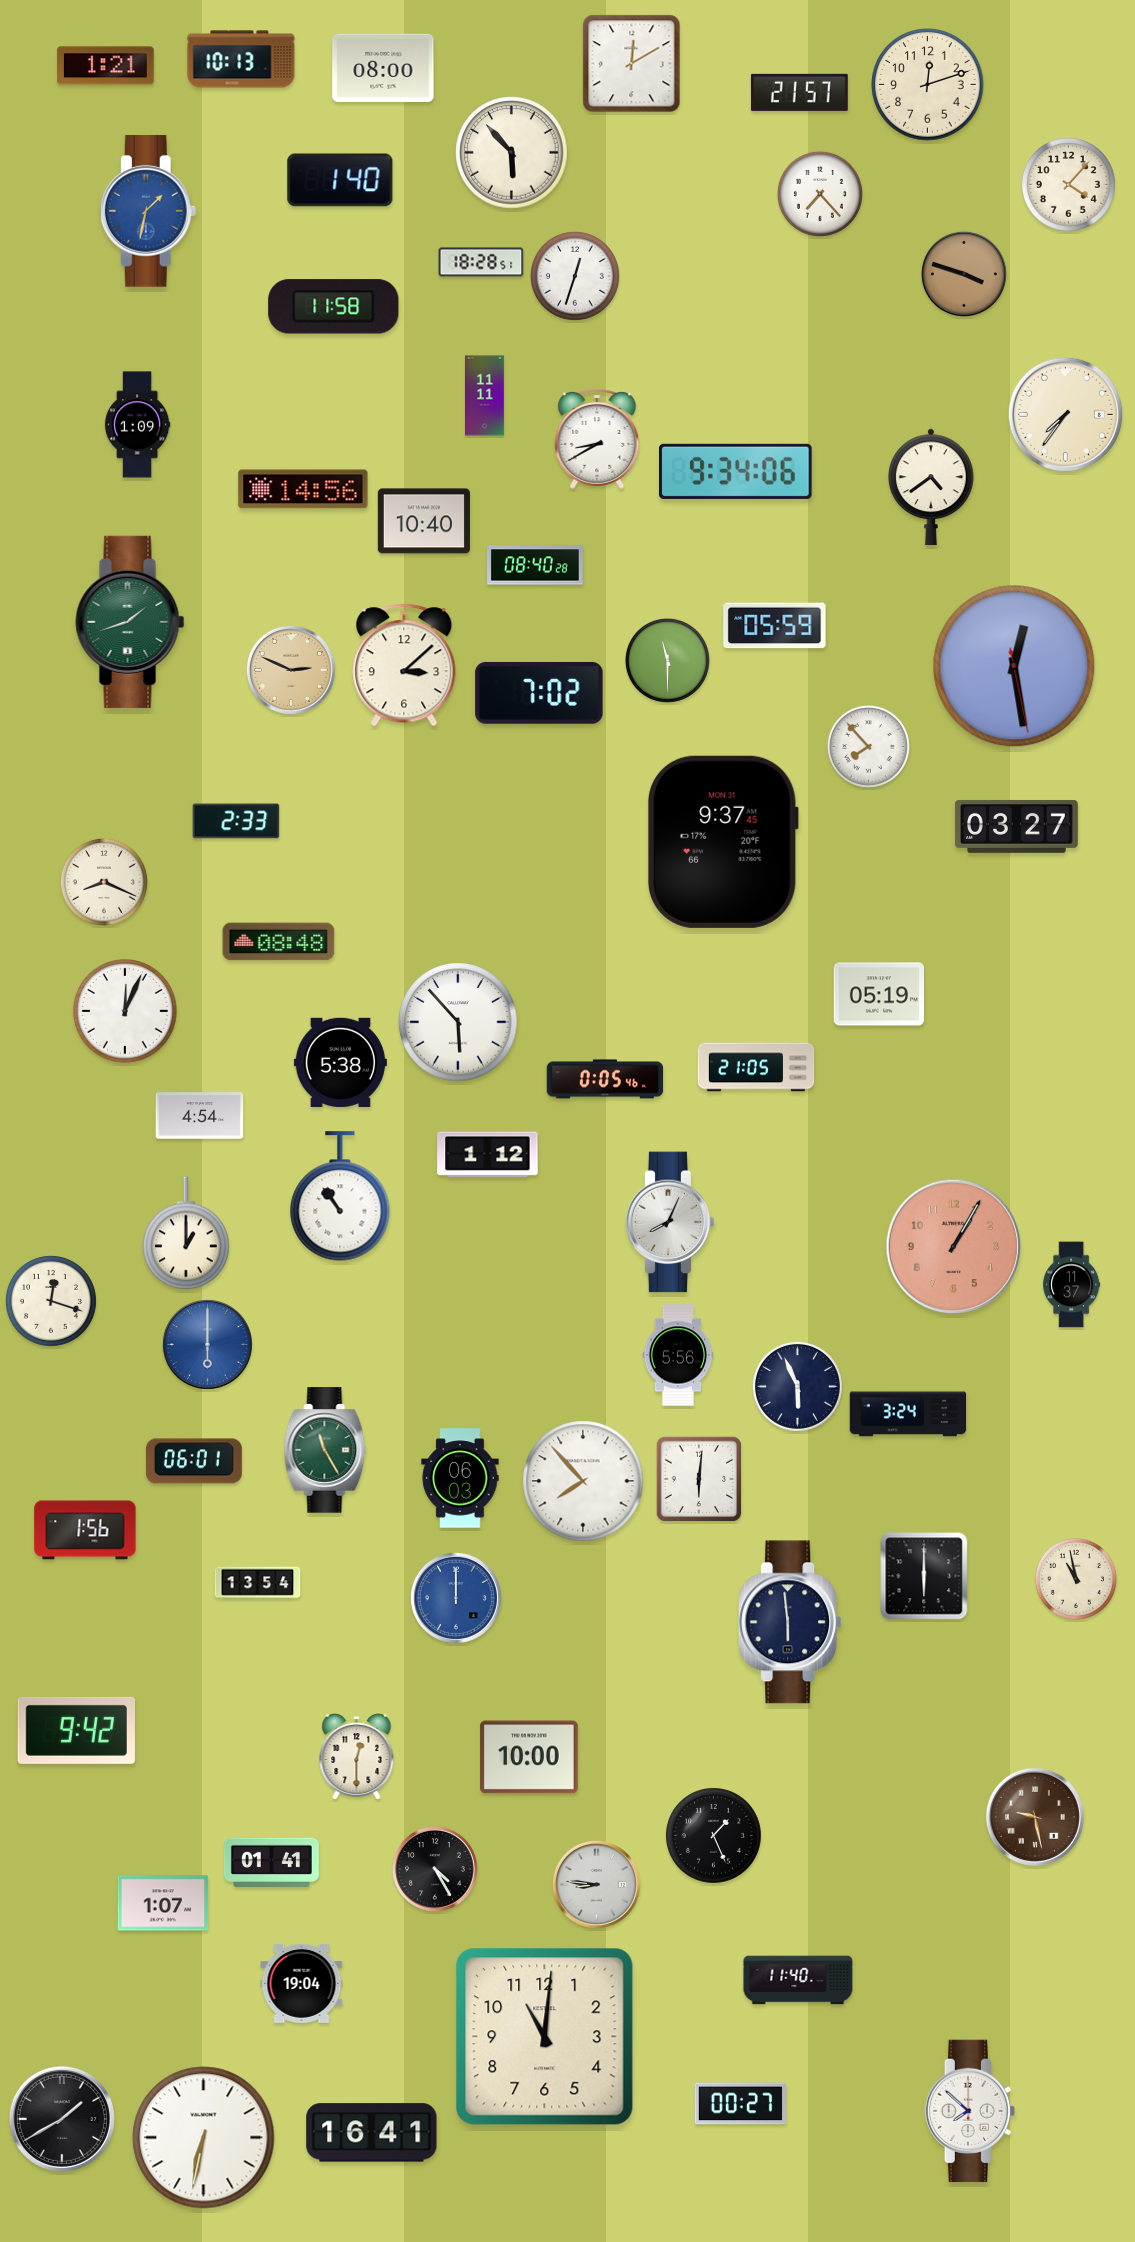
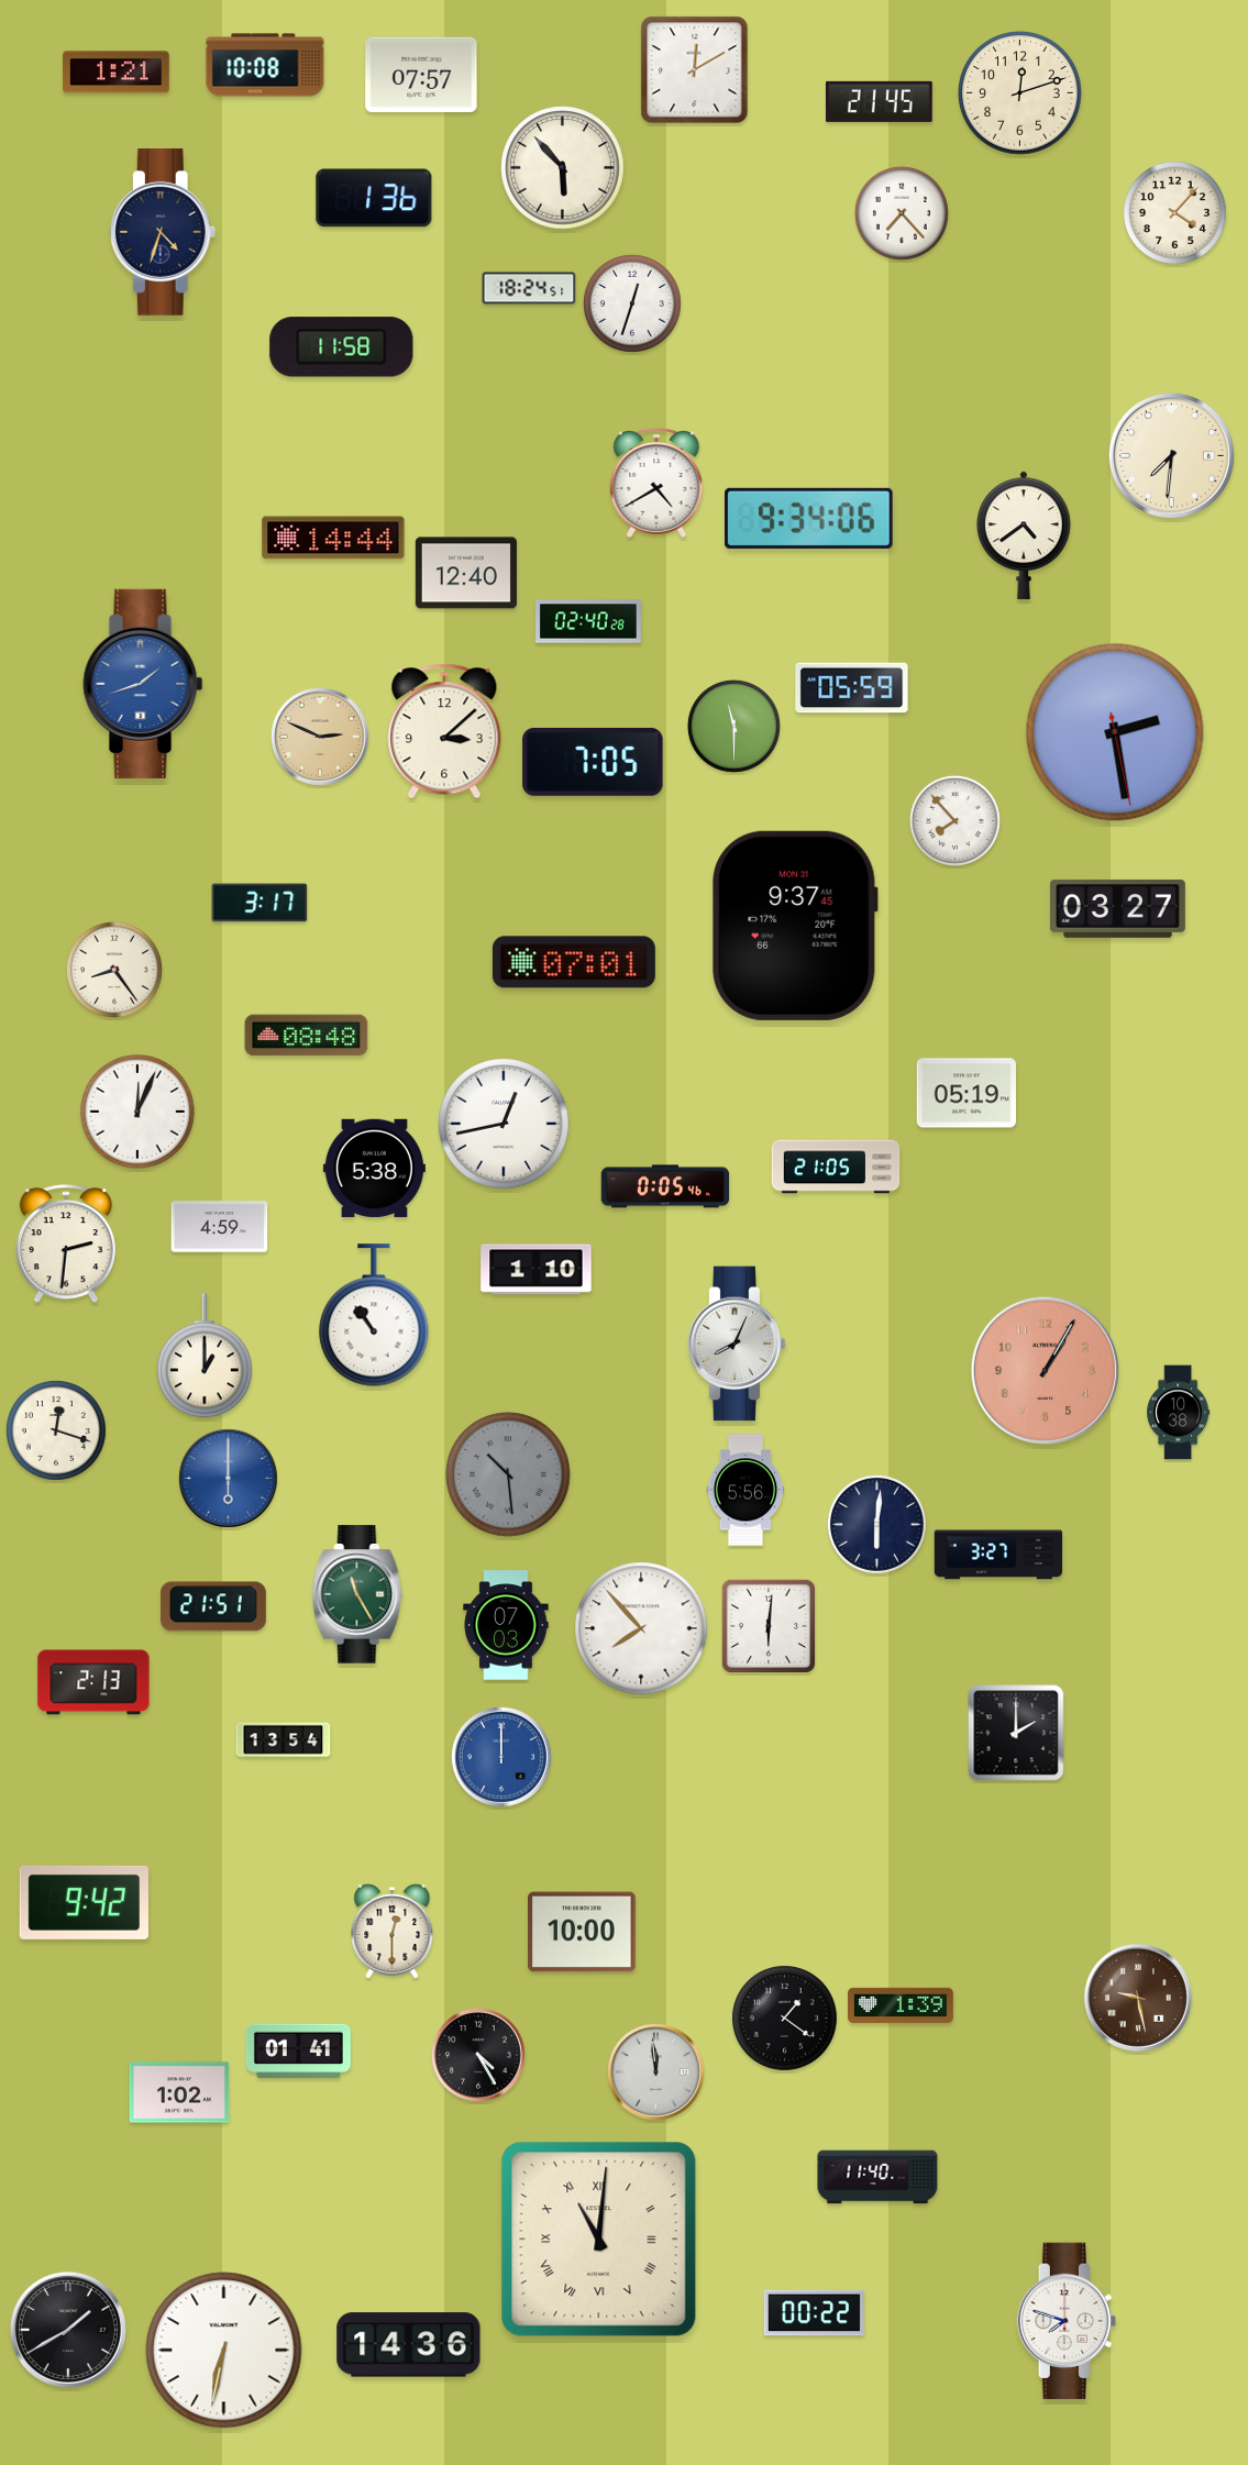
clock at (241, 59): 10:13 -> 10:08
clock at (383, 68): 08:00 -> 07:57
clock at (799, 92): 21:57 -> 21:45
clock at (340, 180): 1:40 -> 1:36
clock at (1068, 185) position: (1068, 185) -> (1174, 213)
clock at (148, 211): 1:32 -> 4:33
clock at (148, 211) dial: blue -> navy
clock at (481, 262): 18:28 -> 18:24
clock at (964, 274): 3:48 -> none
clock at (334, 307) position: (334, 307) -> (342, 347)
clock at (485, 396): 11:11 -> none
clock at (1065, 414): 7:36 -> 7:31
clock at (137, 425): 1:09 -> none
clock at (597, 439): 8:40 -> 4:40
clock at (303, 489): 14:56 -> 14:44
clock at (424, 521): 10:40 -> 12:40
clock at (536, 565): 08:40 -> 02:40
clock at (130, 622) dial: green -> blue
clock at (1014, 666): 12:28 -> 2:28
clock at (539, 693): 7:02 -> 7:05
clock at (236, 821): 2:33 -> 3:17
clock at (574, 962): none -> 07:01
clock at (104, 882): 8:19 -> 8:24
clock at (458, 1022): 5:53 -> 12:43
clock at (756, 1067) position: (756, 1067) -> (836, 1167)
clock at (200, 1116): 4:54 -> 4:59
clock at (66, 1245): none -> 2:31
clock at (488, 1155): 1:12 -> 1:10
clock at (954, 1247) position: (954, 1247) -> (1046, 1371)
clock at (1072, 1285): 11:37 -> 10:38
clock at (508, 1474): none -> 10:29
clock at (797, 1386): 5:56 -> 6:01
clock at (908, 1414): 3:24 -> 3:27
clock at (194, 1461): 06:01 -> 21:51
clock at (460, 1478): 06:03 -> 07:03
clock at (85, 1530): 1:56 -> 2:13
clock at (924, 1576): 6:00 -> 2:00
clock at (1076, 1579): 10:58 -> none
clock at (790, 1622): 5:59 -> none
clock at (902, 2005): none -> 1:39
clock at (714, 1836): 1:26 -> 1:21
clock at (271, 1862) position: (271, 1862) -> (298, 2051)
clock at (596, 1884): 8:46 -> 11:59
clock at (163, 1903): 1:07 -> 1:02
clock at (302, 1983): 19:04 -> none
clock at (545, 2037) numerals: Arabic -> Roman
clock at (740, 2104): 00:27 -> 00:22
clock at (970, 2111): 7:52 -> 7:48
clock at (372, 2133): 16:41 -> 14:36
